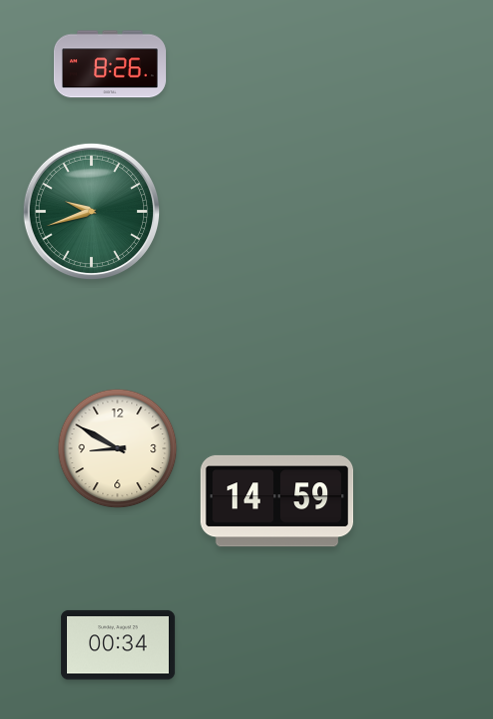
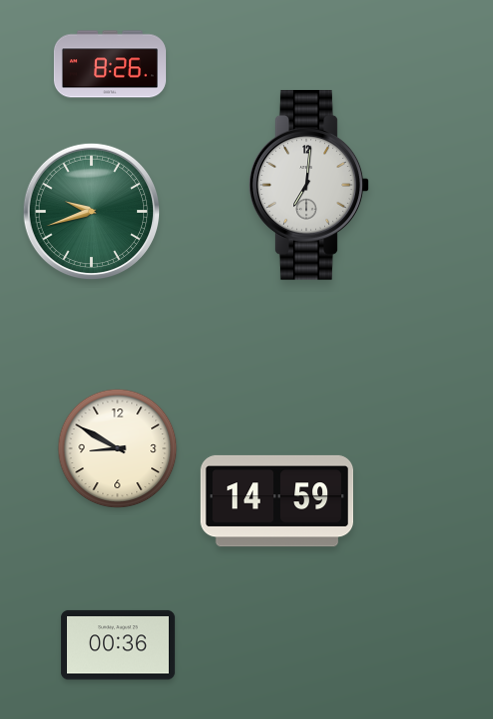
clock at (309, 185): none -> 7:01
clock at (118, 645): 00:34 -> 00:36
